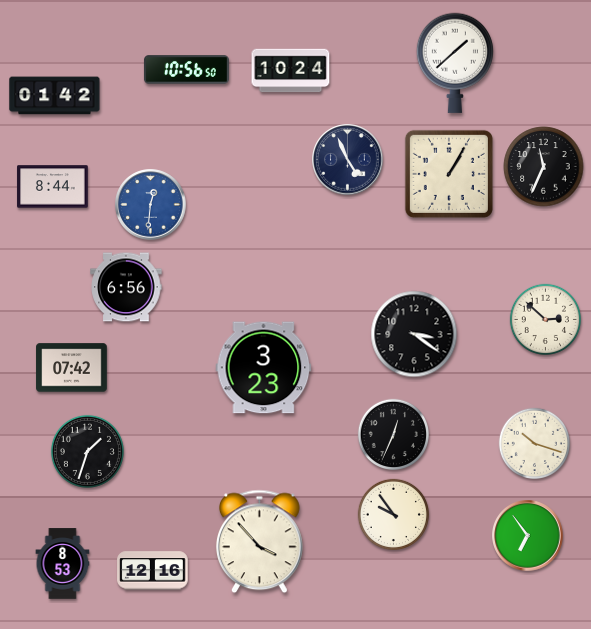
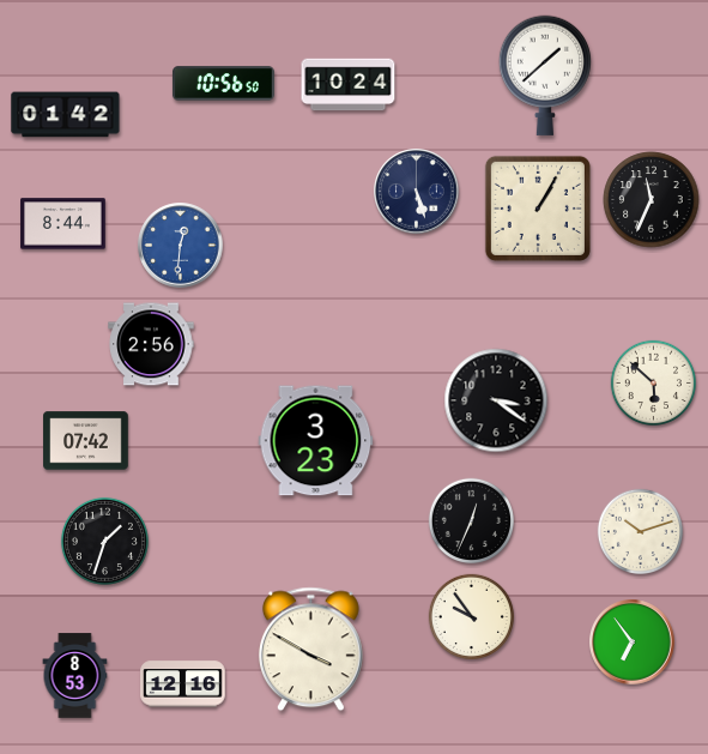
clock at (348, 160): 4:56 -> 5:27
clock at (126, 287): 6:56 -> 2:56
clock at (545, 319): 2:52 -> 5:52
clock at (534, 443): 10:18 -> 10:12
clock at (260, 542): 3:53 -> 3:50
